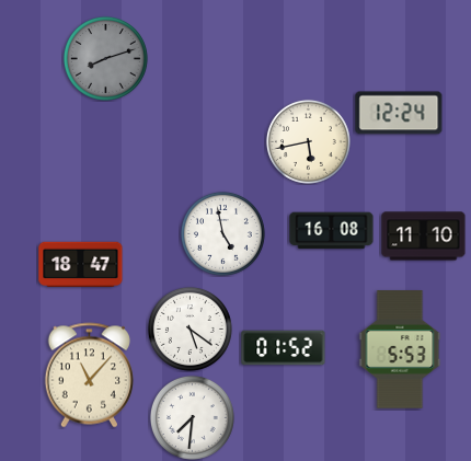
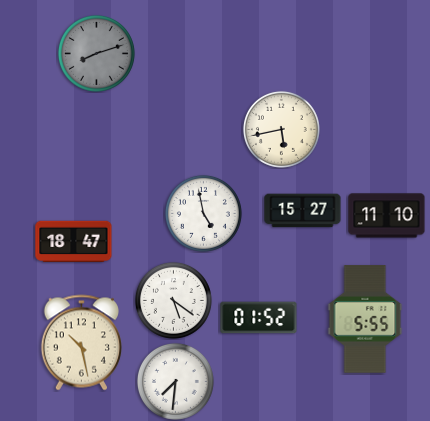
clock at (399, 113): 12:24 -> none
clock at (332, 231): 16:08 -> 15:27
clock at (400, 349): 5:53 -> 5:55
clock at (89, 376): 11:07 -> 10:28
